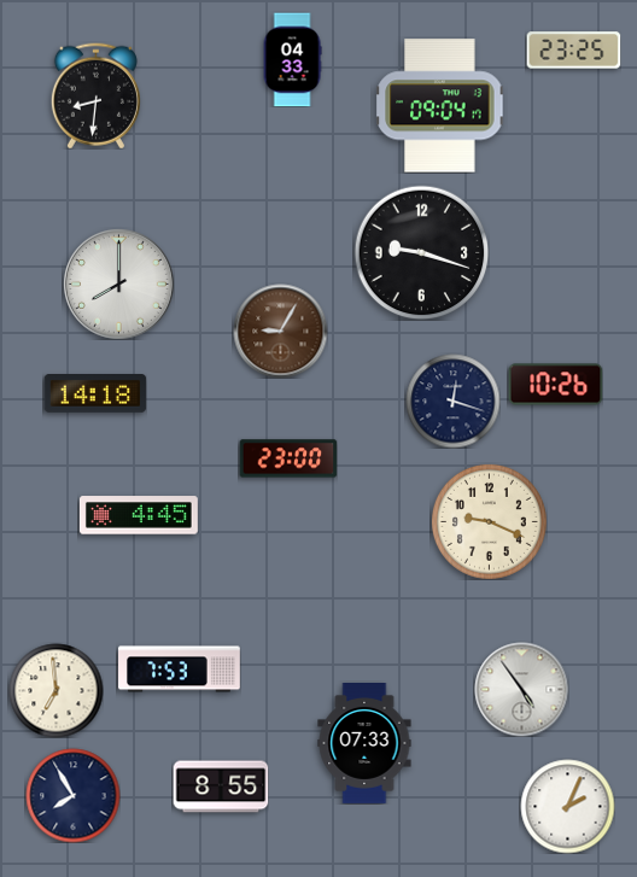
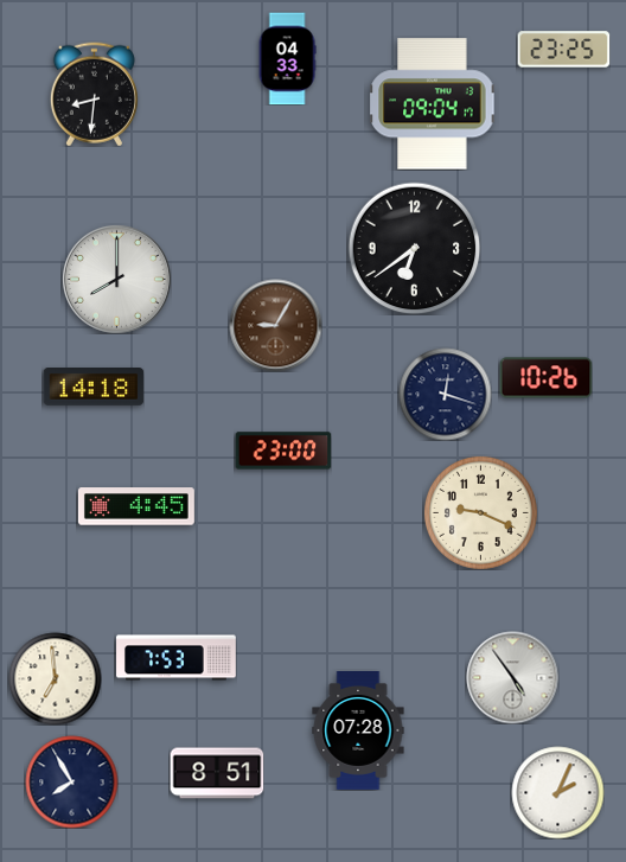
clock at (421, 252): 9:18 -> 6:39
clock at (364, 744): 07:33 -> 07:28
clock at (221, 787): 8:55 -> 8:51
